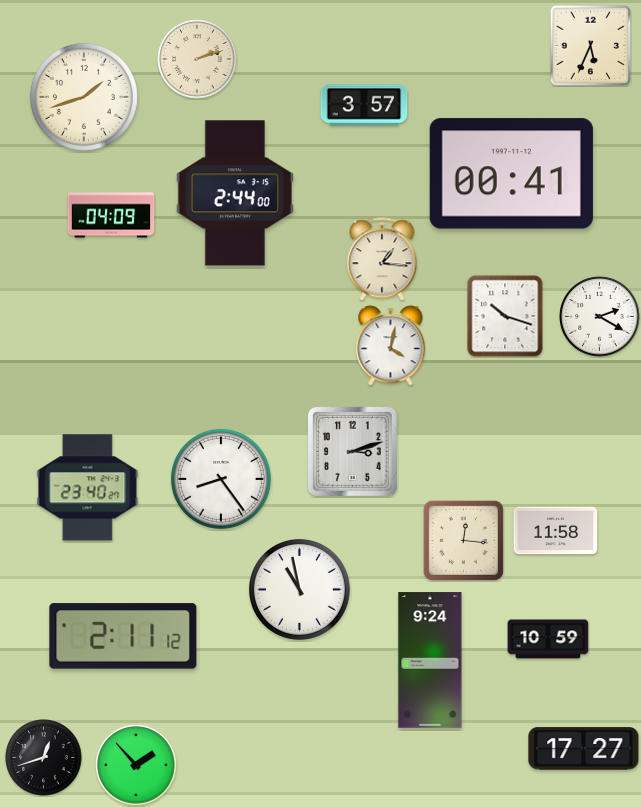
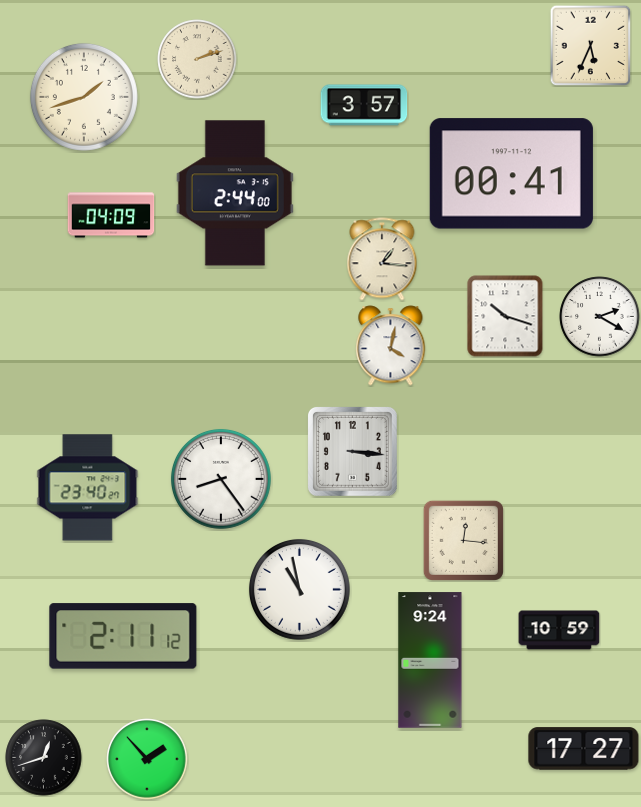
clock at (352, 451): 3:12 -> 3:16
clock at (556, 531): 11:58 -> none
clock at (548, 639) position: (548, 639) -> (559, 630)
clock at (136, 765) position: (136, 765) -> (147, 759)
